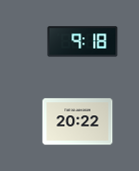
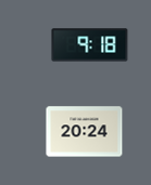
clock at (78, 122): 20:22 -> 20:24
